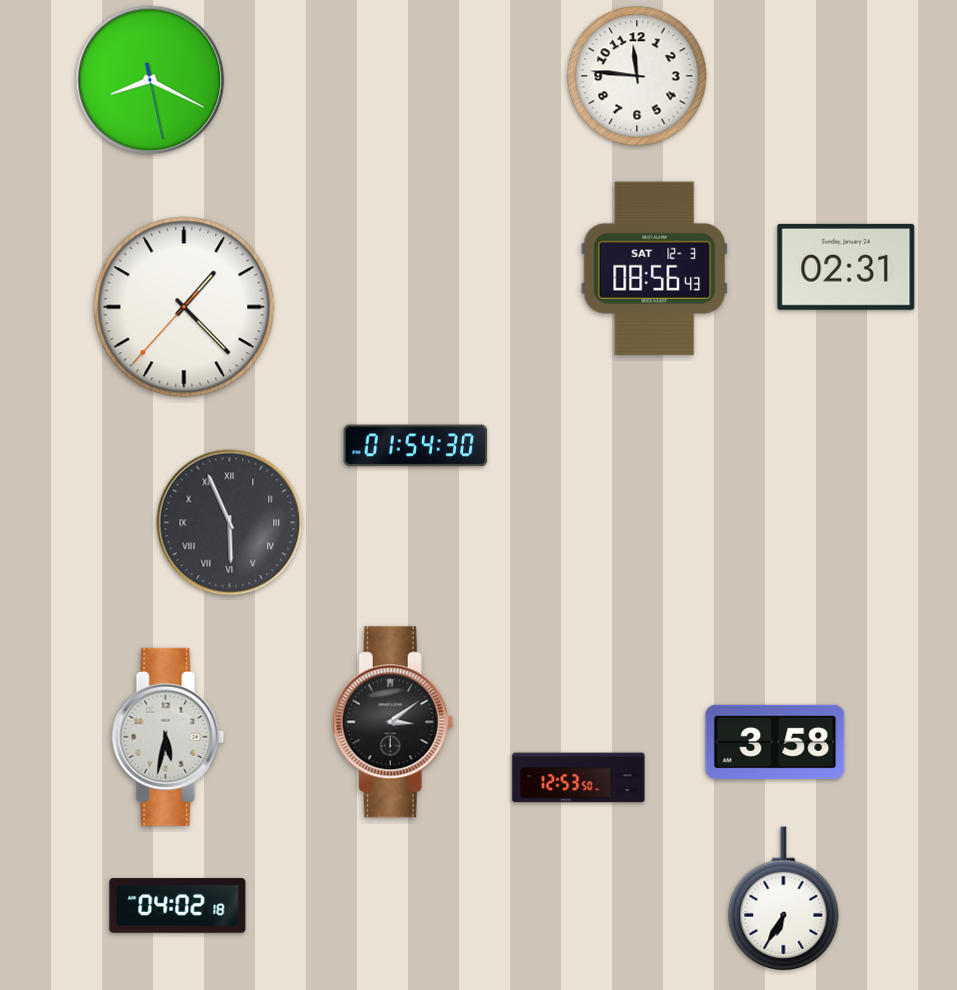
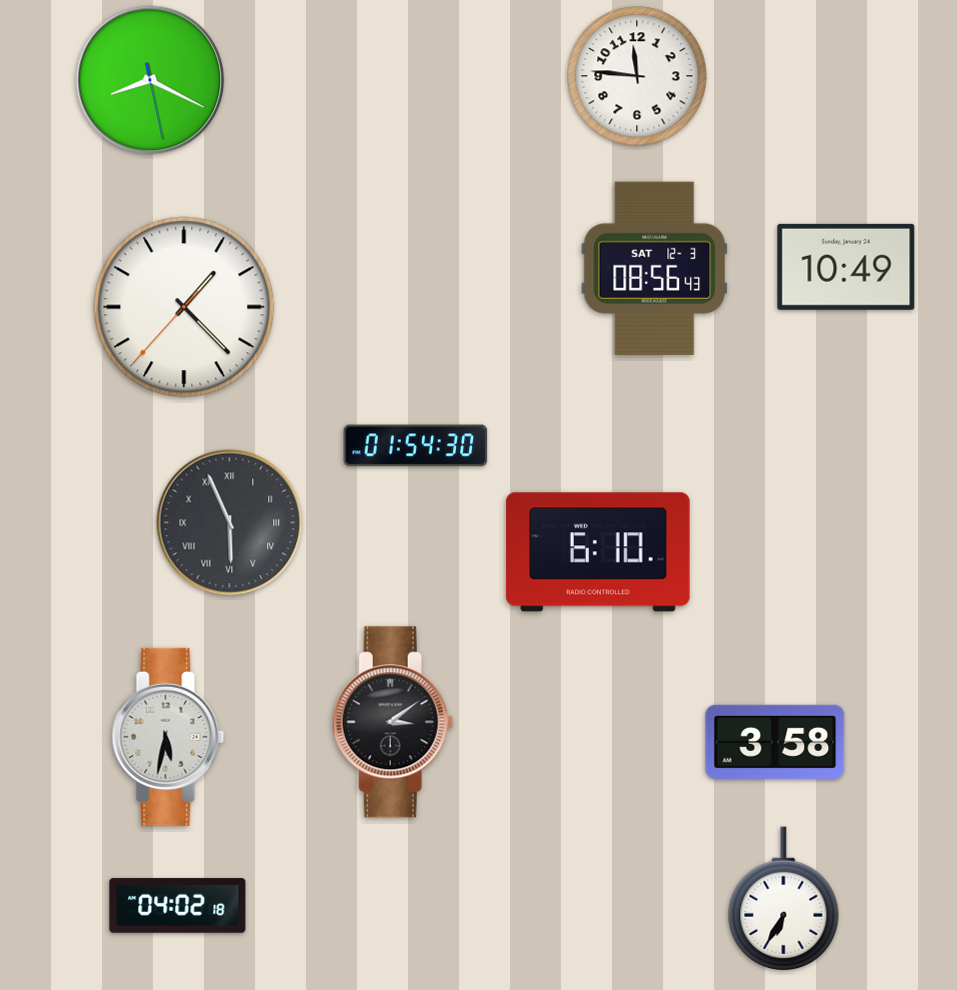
clock at (846, 267): 02:31 -> 10:49
clock at (598, 552): none -> 6:10
clock at (579, 778): 12:53 -> none
